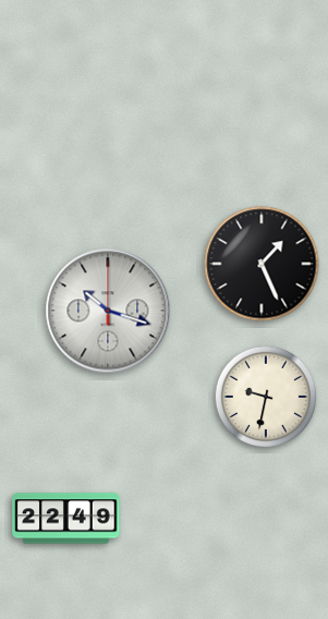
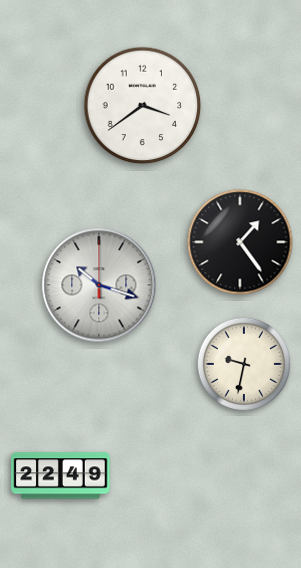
clock at (143, 106): none -> 3:39
clock at (262, 264): 1:26 -> 1:24
